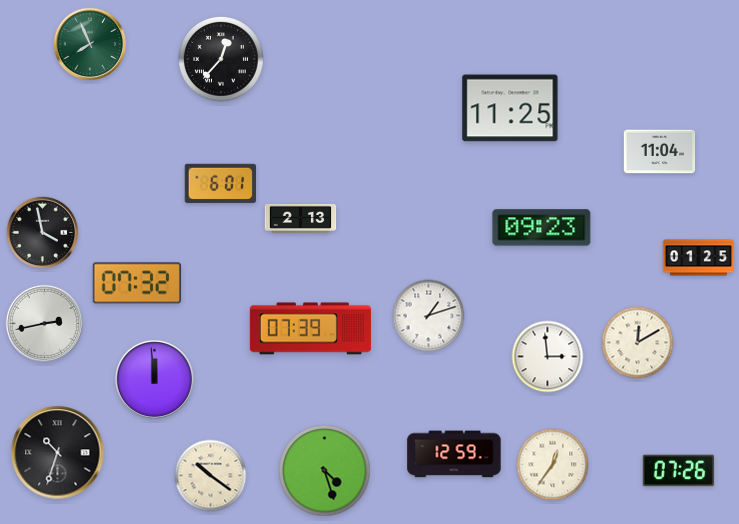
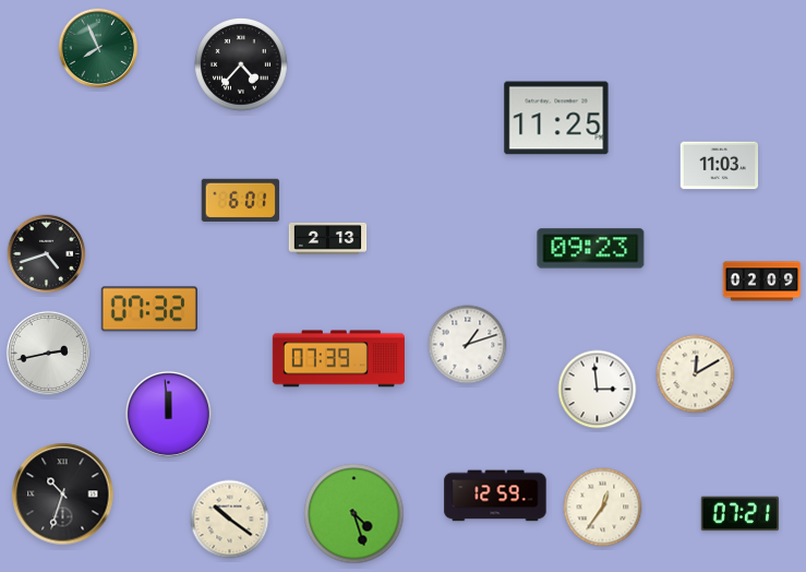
clock at (221, 59): 12:37 -> 4:37
clock at (660, 152): 11:04 -> 11:03
clock at (43, 233): 3:58 -> 4:42
clock at (699, 258): 01:25 -> 02:09
clock at (679, 471): 07:26 -> 07:21
